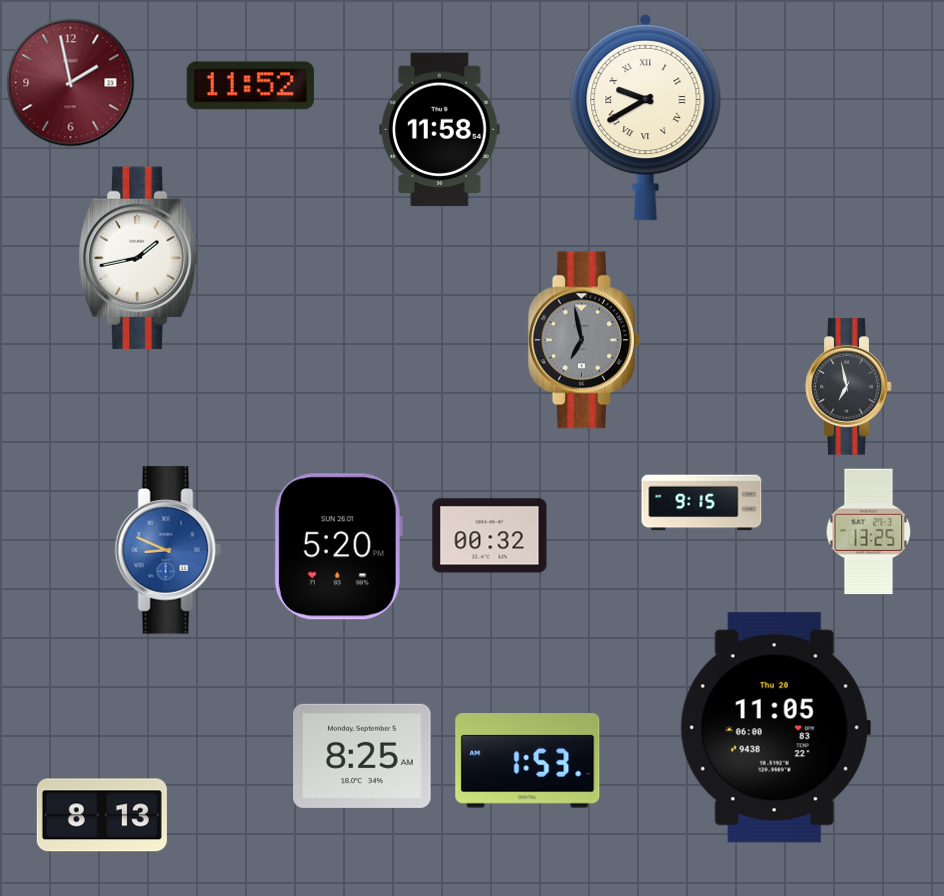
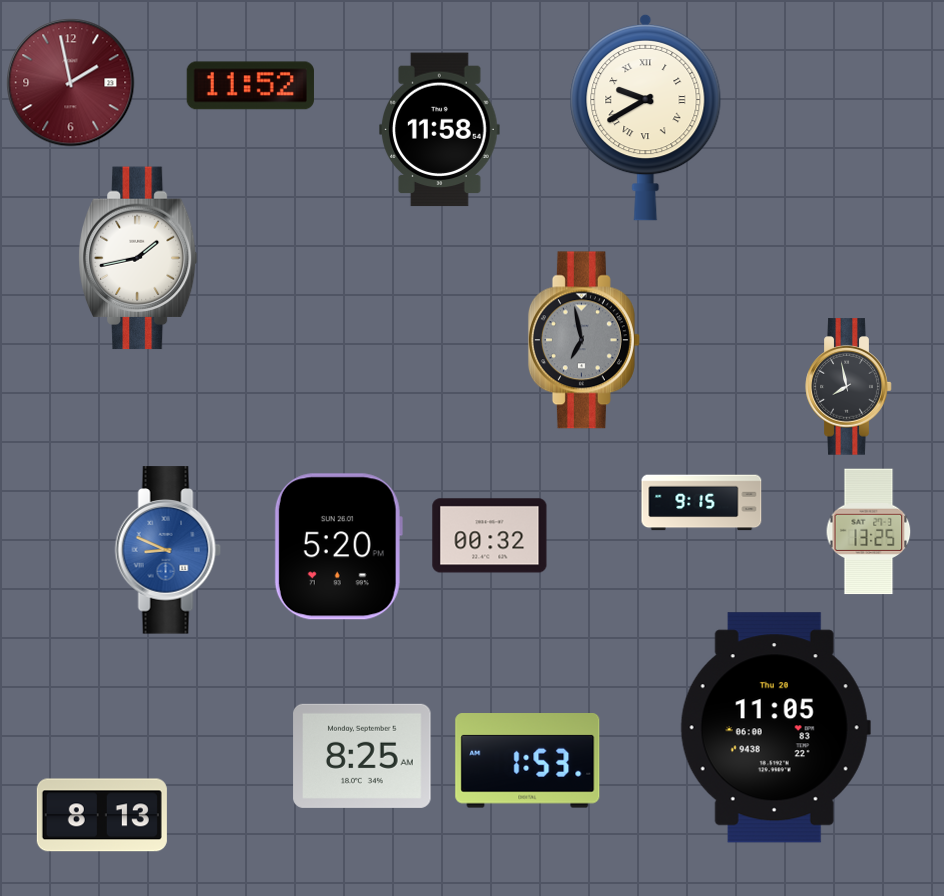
clock at (849, 387): 6:58 -> 7:58
